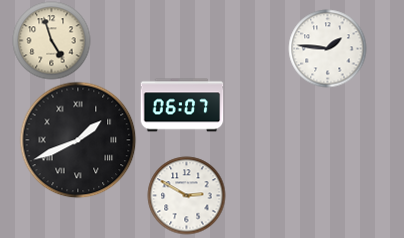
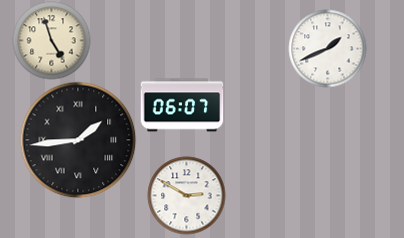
clock at (327, 48): 1:46 -> 1:41
clock at (78, 140): 1:41 -> 1:44
